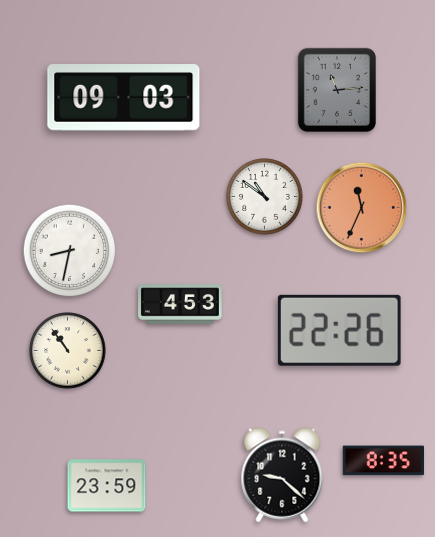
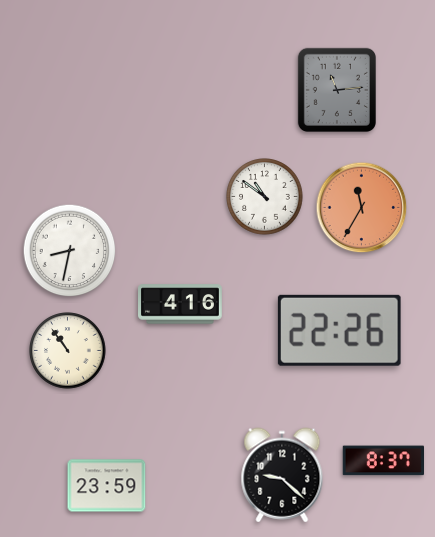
clock at (124, 98): 09:03 -> none
clock at (362, 208): 11:34 -> 11:35
clock at (181, 304): 4:53 -> 4:16
clock at (383, 461): 8:35 -> 8:37
